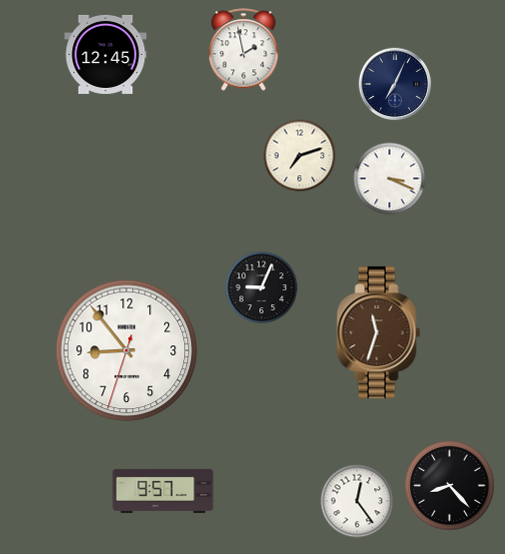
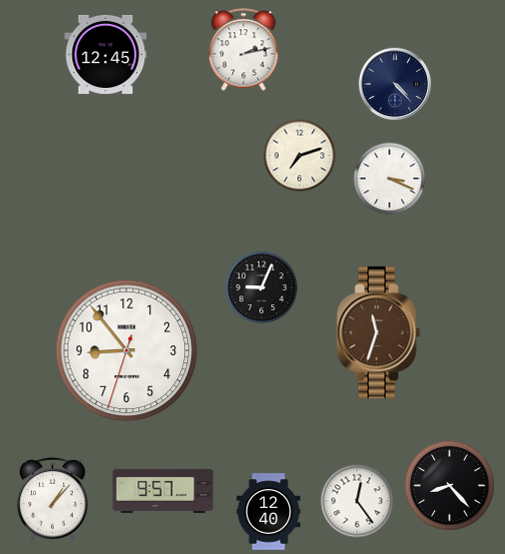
clock at (244, 50): 1:58 -> 2:13
clock at (395, 84): 7:04 -> 4:23
clock at (53, 499): none -> 1:07
clock at (269, 512): none -> 12:40
